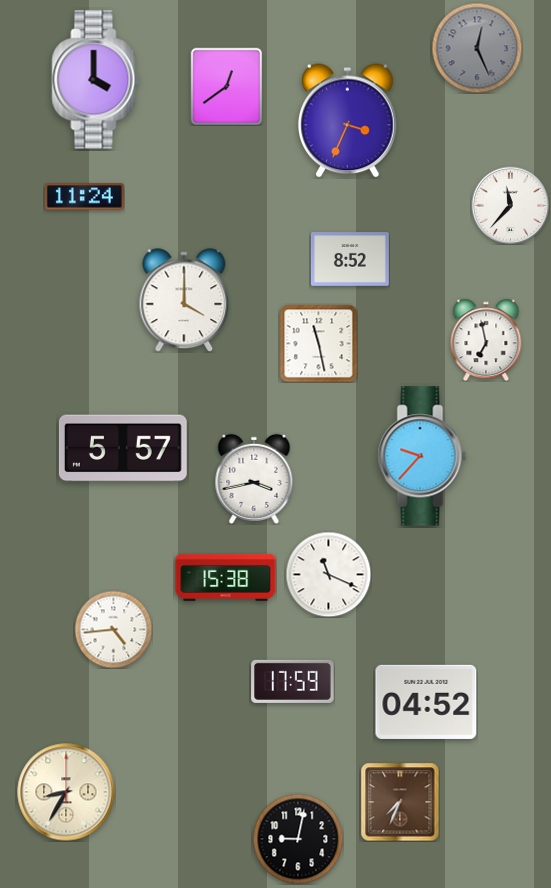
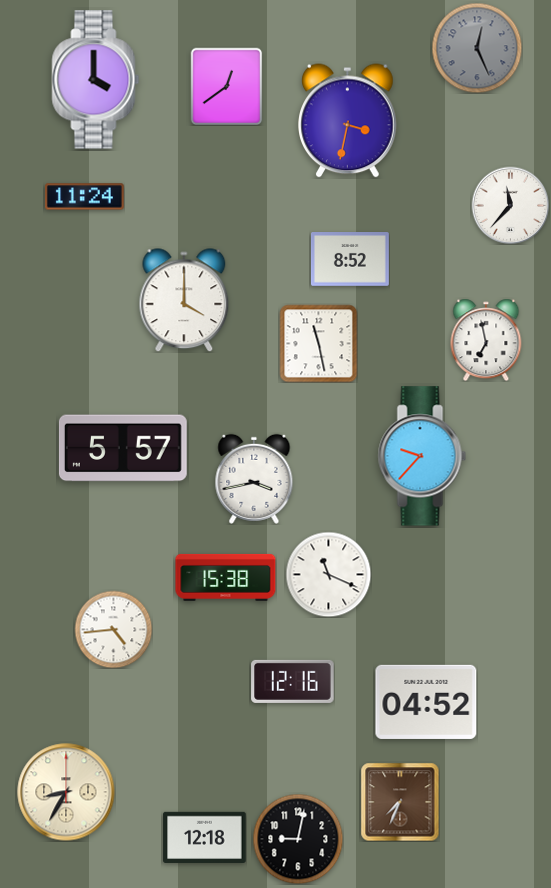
clock at (348, 121): 3:34 -> 3:32
clock at (293, 681): 17:59 -> 12:16
clock at (205, 837): none -> 12:18
